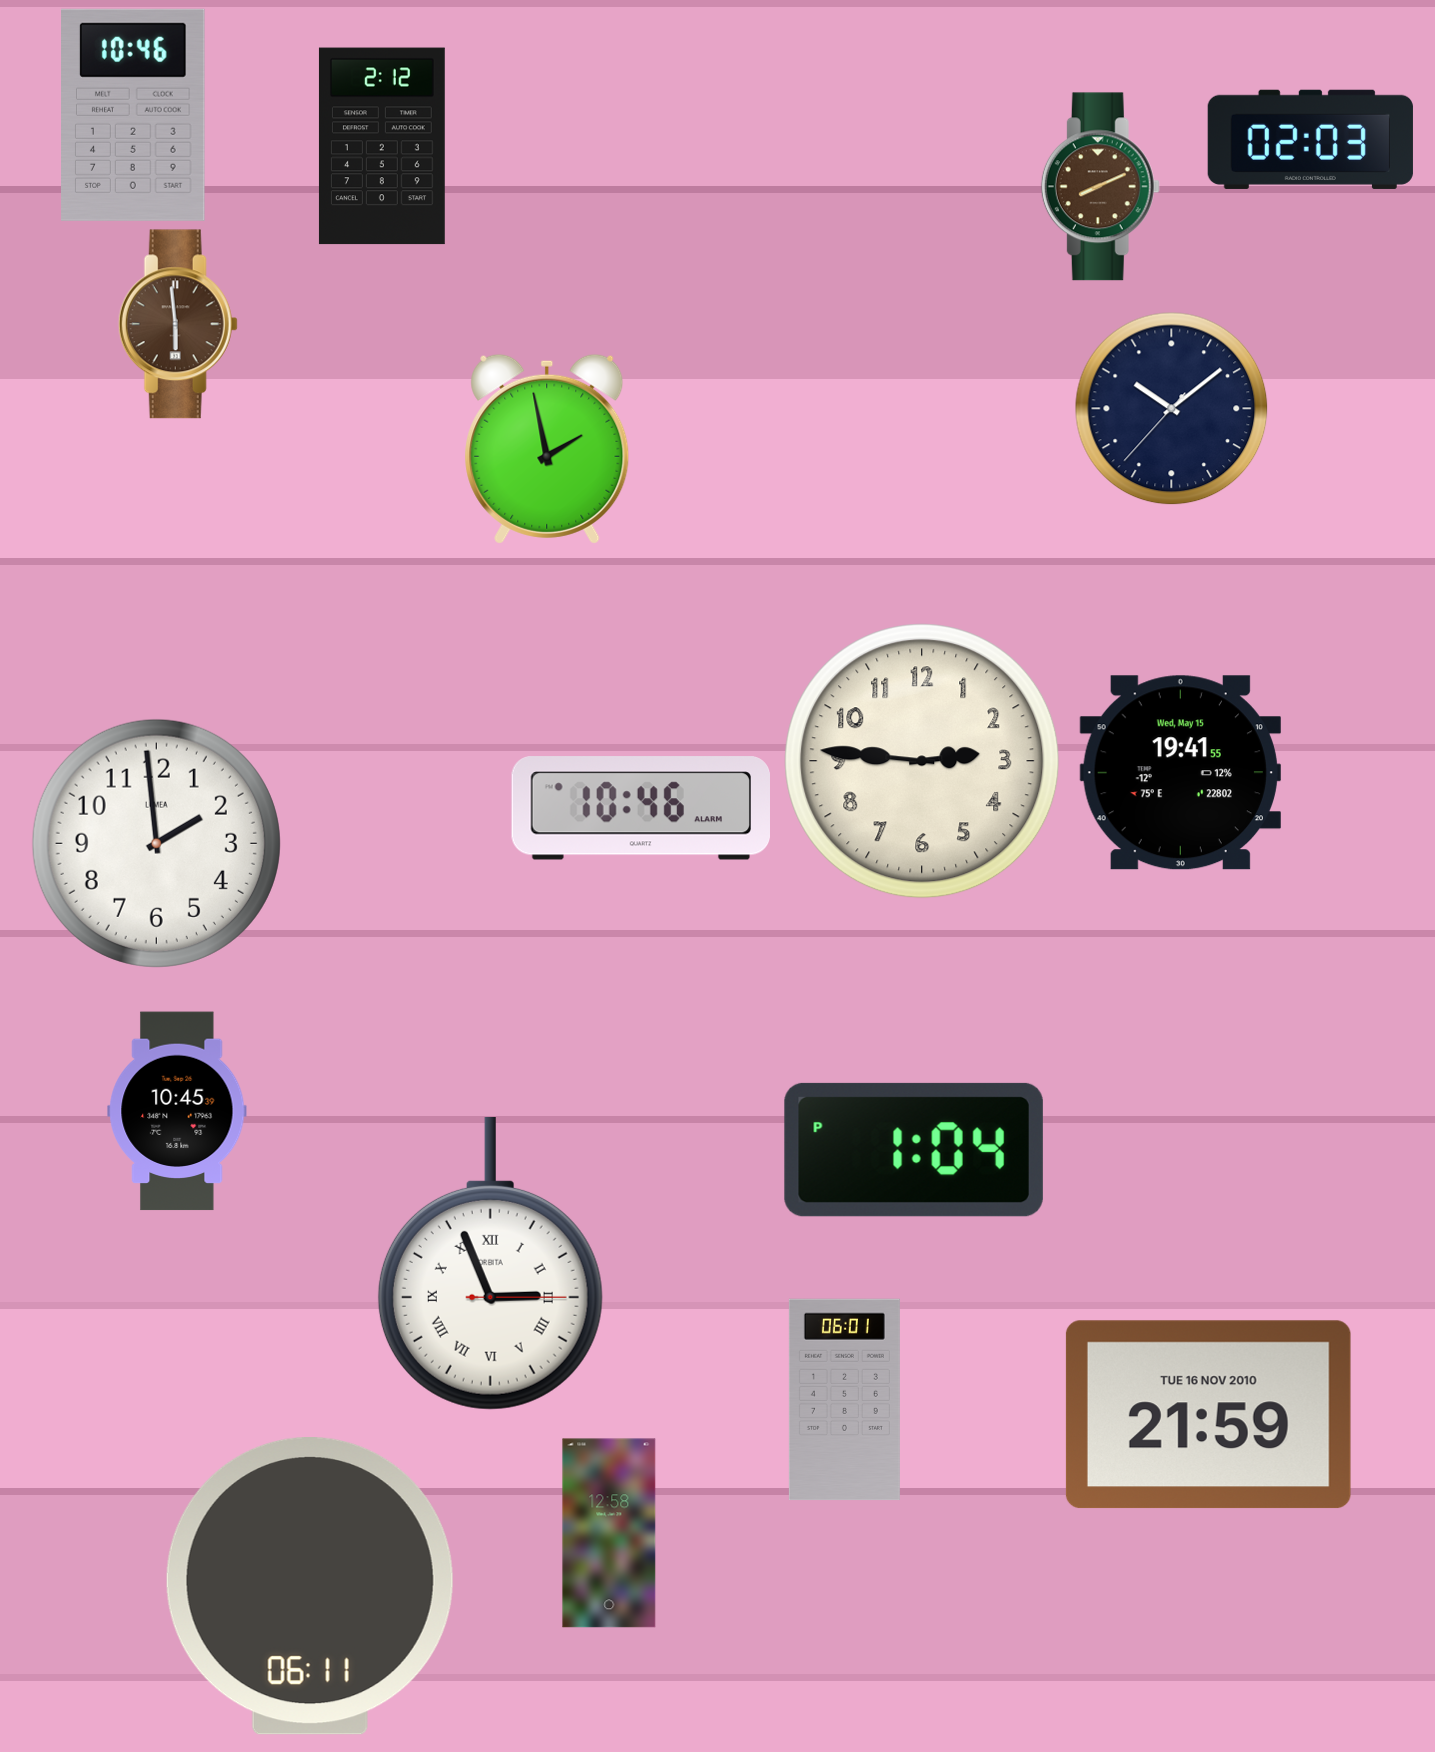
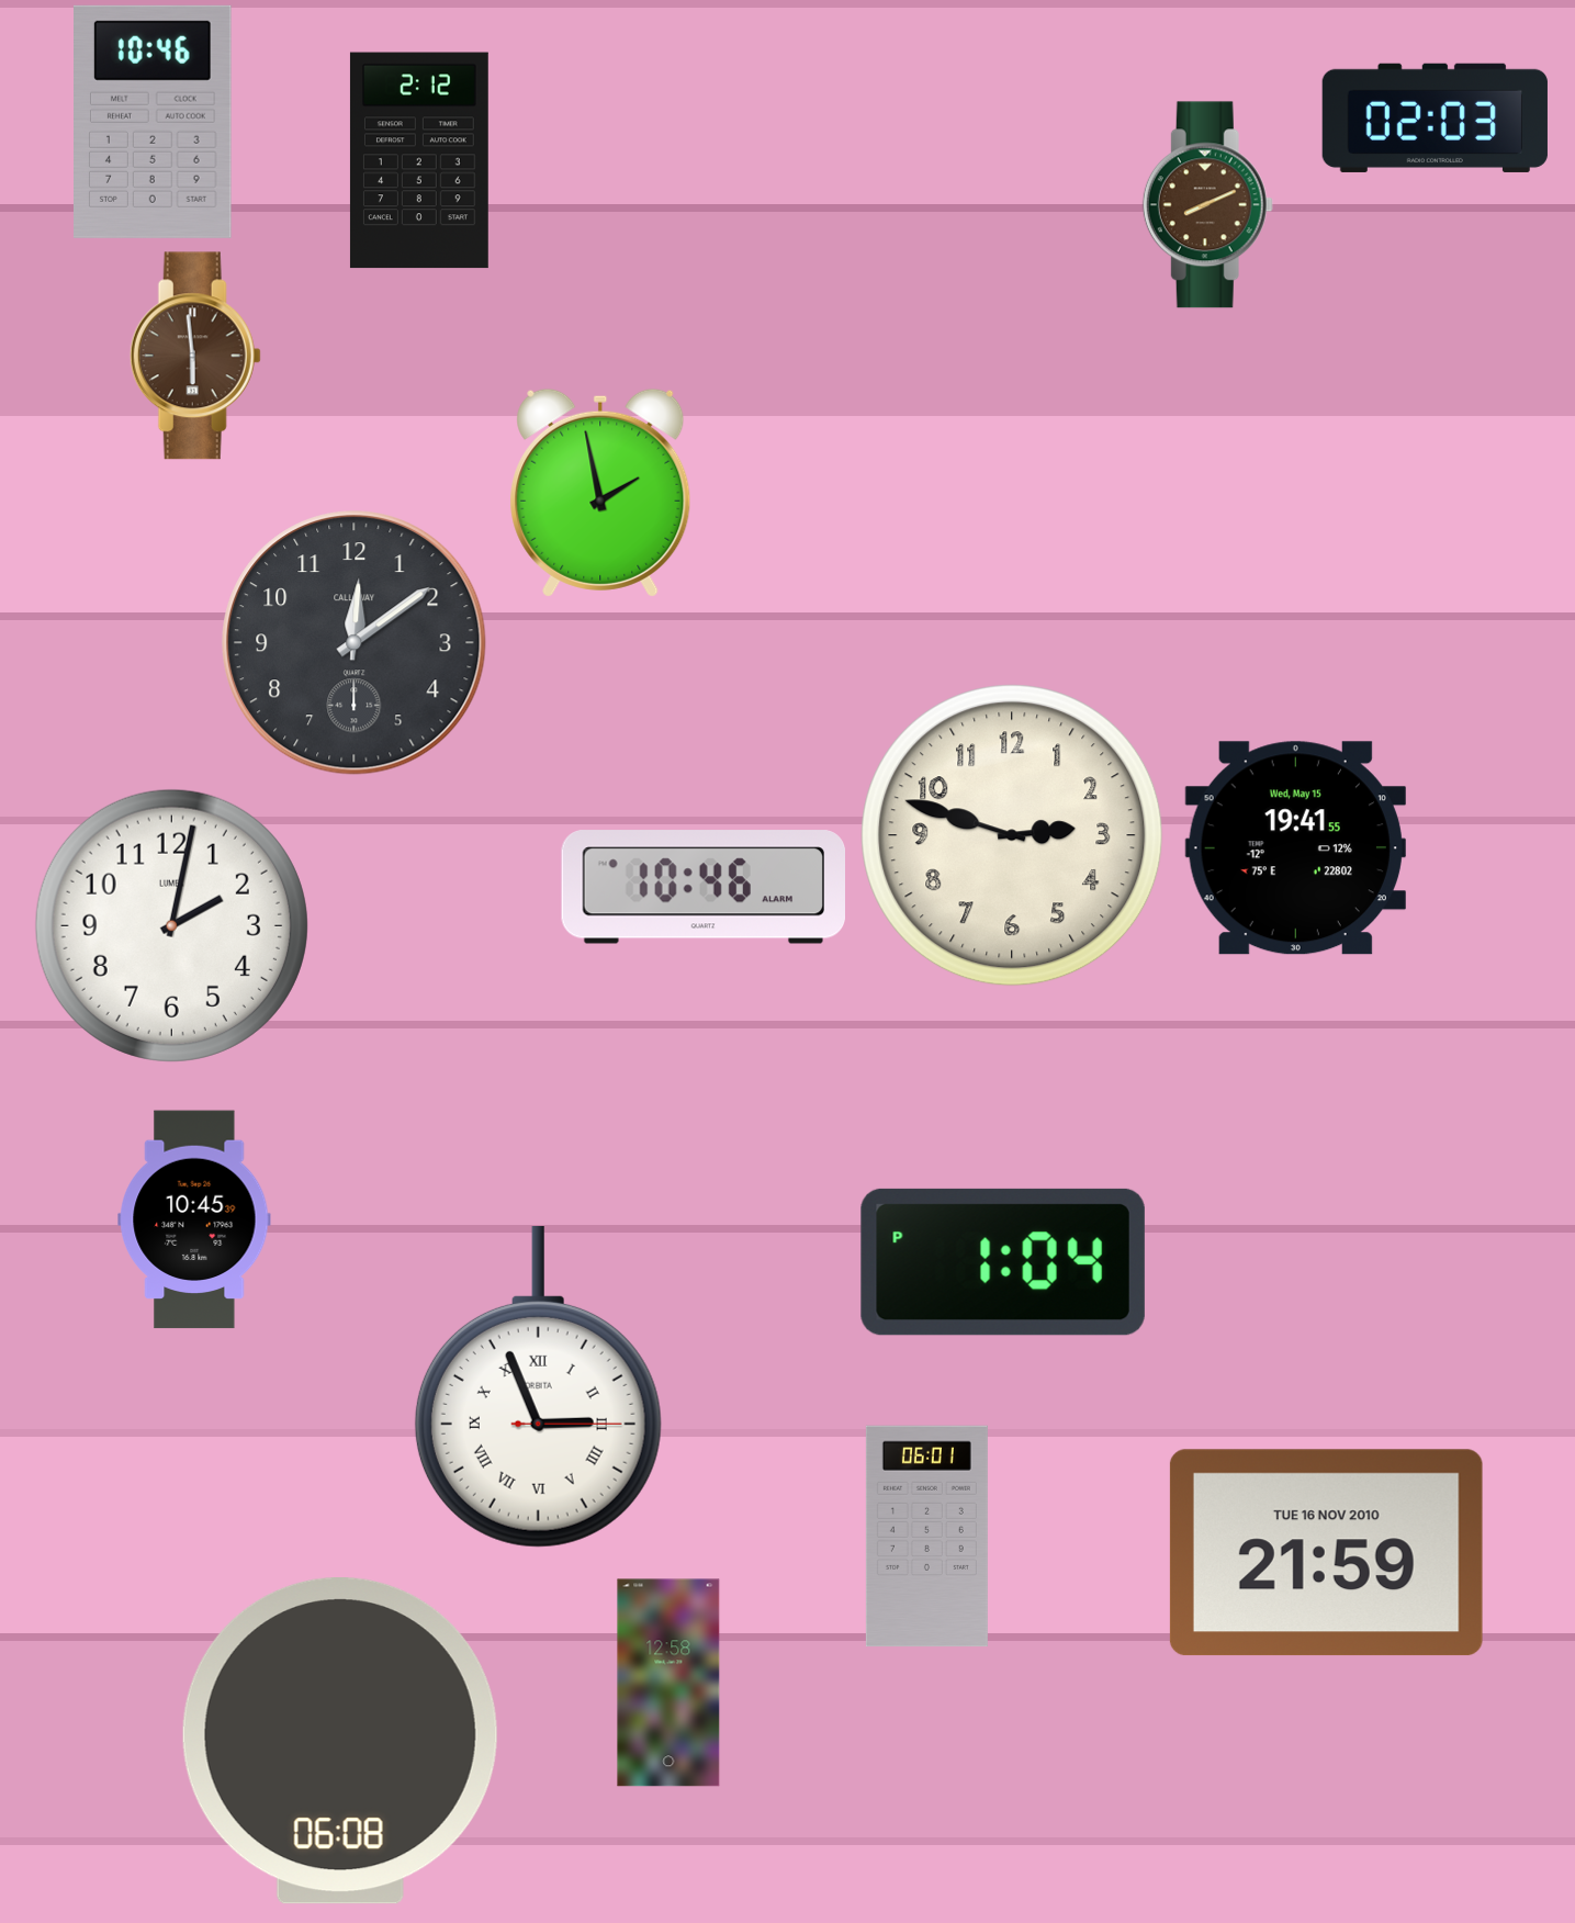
clock at (134, 115) position: (134, 115) -> (154, 122)
clock at (1310, 139) position: (1310, 139) -> (1435, 117)
clock at (1172, 409): 10:08 -> none
clock at (355, 643): none -> 12:09
clock at (922, 761): 2:46 -> 2:48
clock at (156, 843): 1:59 -> 2:02
clock at (310, 1587): 06:11 -> 06:08
